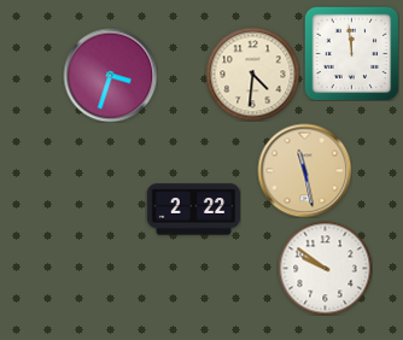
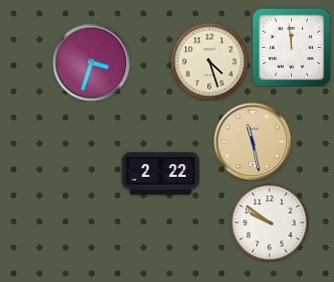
clock at (351, 53) position: (351, 53) -> (291, 47)
clock at (252, 74): 4:31 -> 4:27
